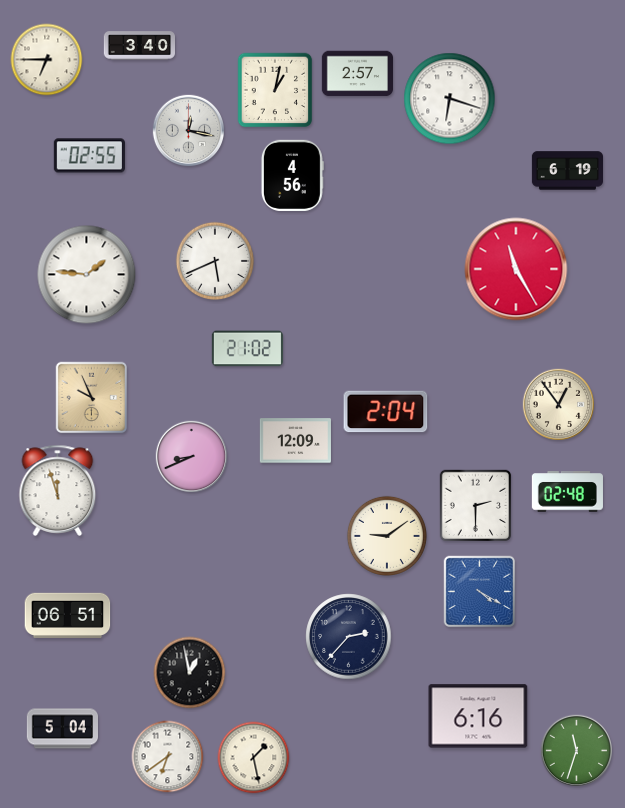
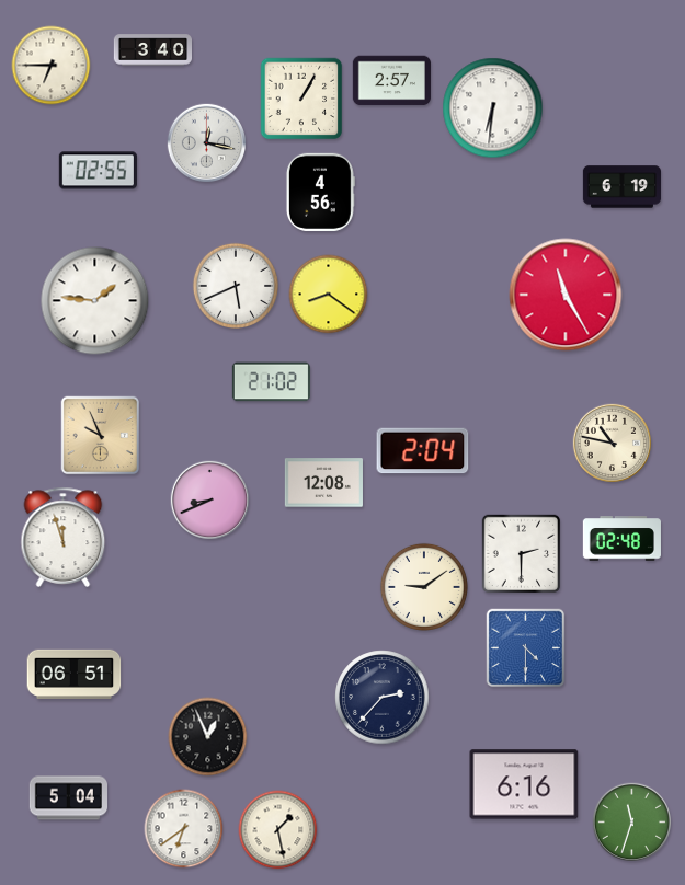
clock at (275, 90): 1:02 -> 1:05
clock at (450, 99): 6:18 -> 6:31
clock at (329, 295): none -> 8:21
clock at (558, 404): 12:54 -> 10:47
clock at (295, 441): 12:09 -> 12:08
clock at (480, 592): 4:20 -> 4:30
clock at (190, 673): 12:58 -> 12:56
